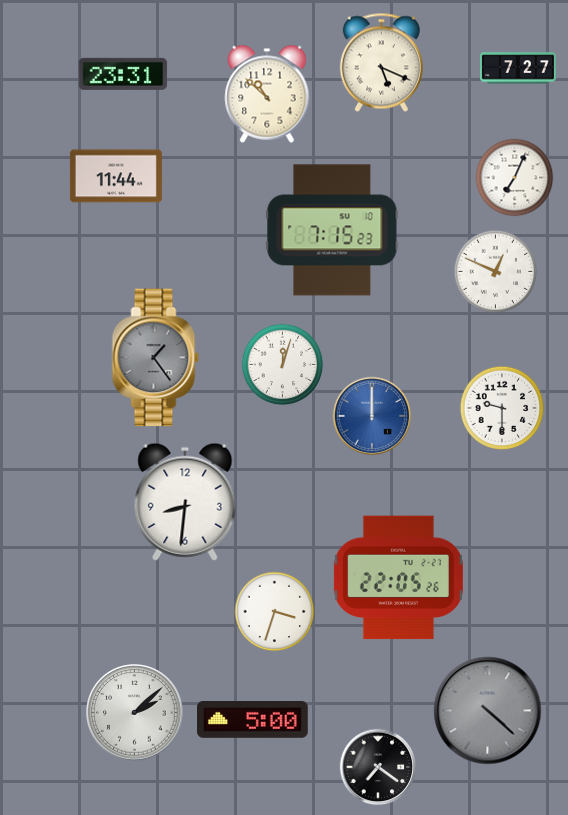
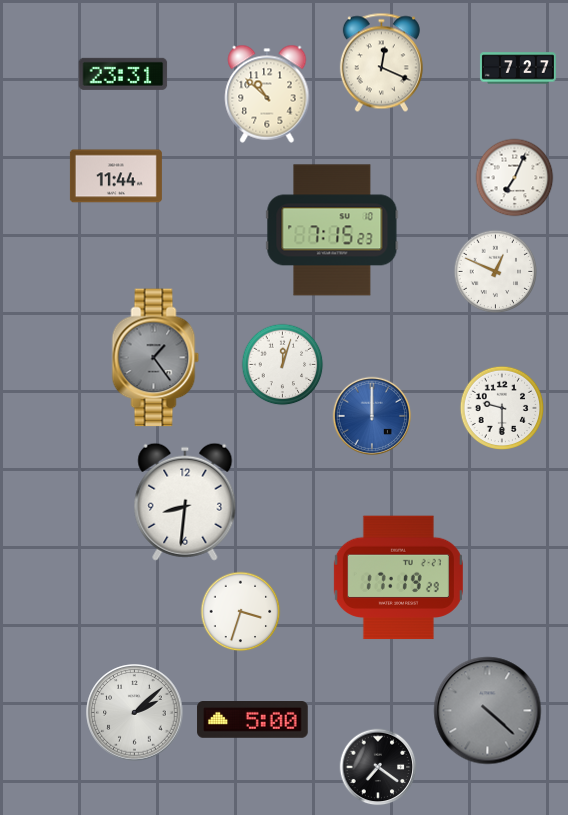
clock at (381, 63): 5:19 -> 12:19
clock at (398, 578): 22:05 -> 17:19
clock at (275, 612) position: (275, 612) -> (241, 612)
